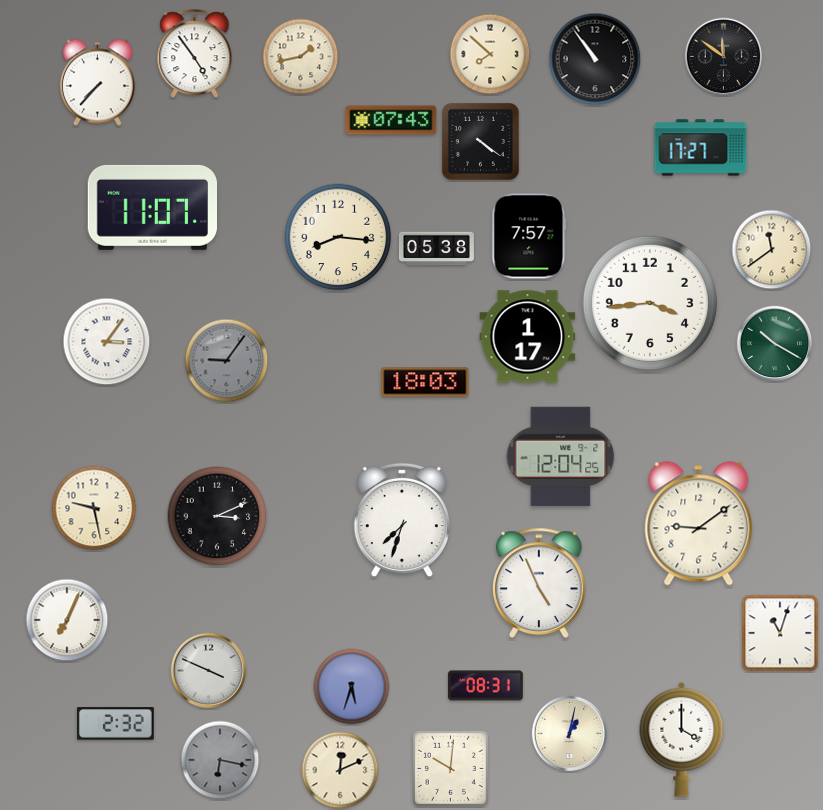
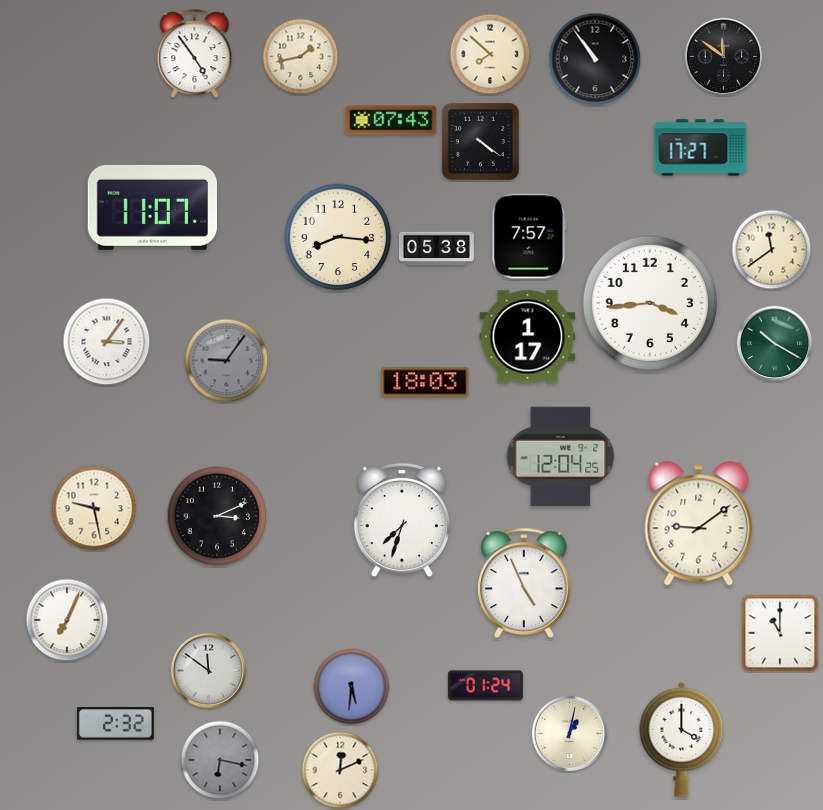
clock at (97, 83): 7:37 -> none
clock at (540, 583) position: (540, 583) -> (525, 583)
clock at (780, 633): 11:03 -> 11:00
clock at (209, 671): 3:49 -> 11:51
clock at (485, 686): 08:31 -> 01:24
clock at (352, 687): 5:33 -> 5:31
clock at (450, 768): 10:01 -> none
